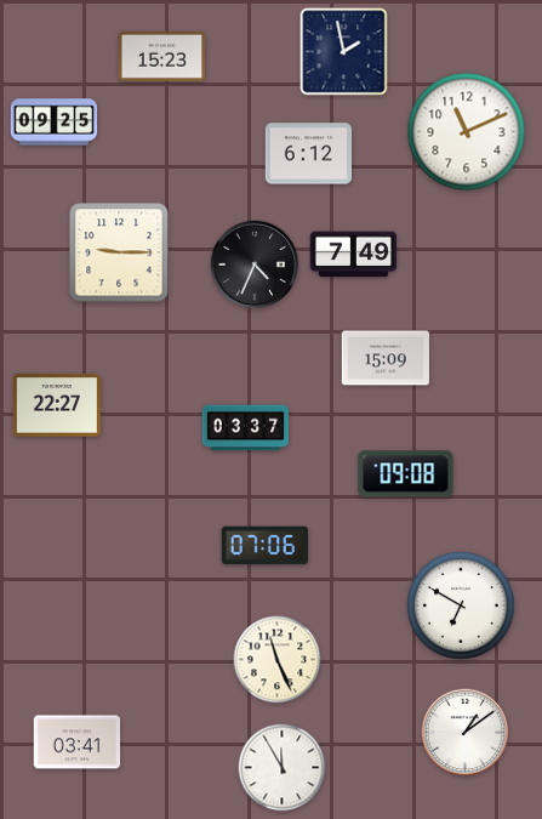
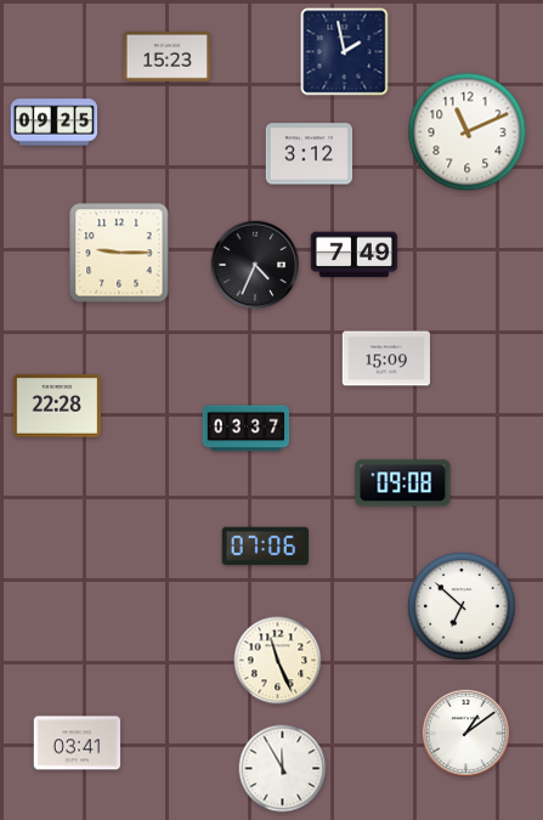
clock at (162, 56) position: (162, 56) -> (168, 56)
clock at (309, 154): 6:12 -> 3:12
clock at (57, 405): 22:27 -> 22:28
clock at (406, 474) position: (406, 474) -> (403, 483)
clock at (461, 605): 6:50 -> 6:52
